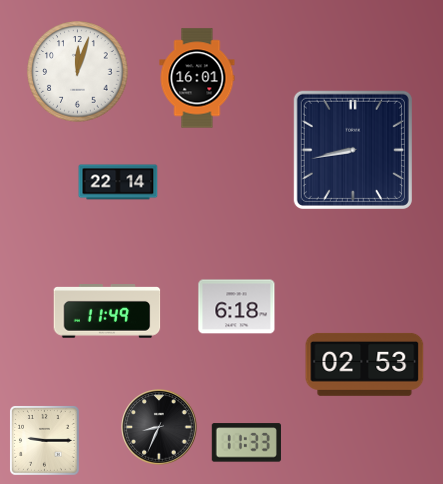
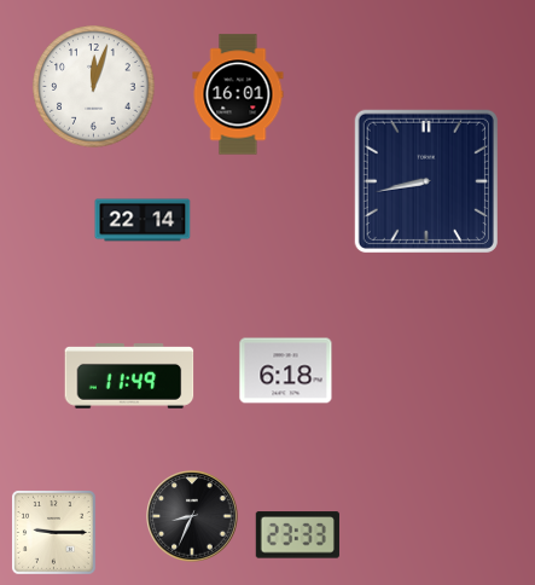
clock at (365, 364): 02:53 -> none
clock at (246, 443): 11:33 -> 23:33
